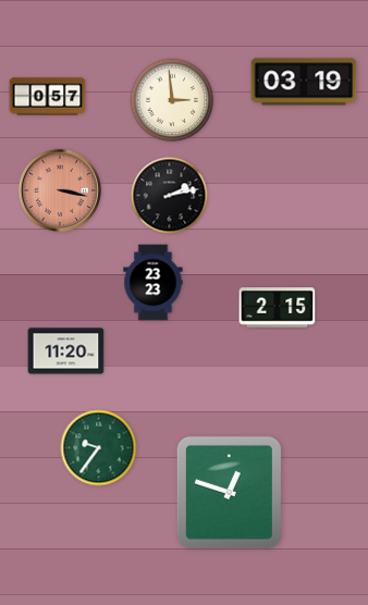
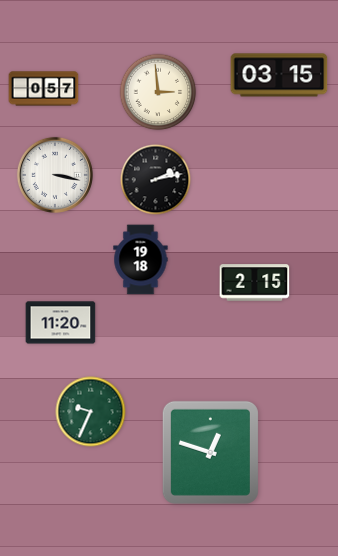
clock at (304, 82): 03:19 -> 03:15
clock at (60, 190) dial: salmon -> white
clock at (154, 283): 23:23 -> 19:18
clock at (99, 448): 9:36 -> 9:34
